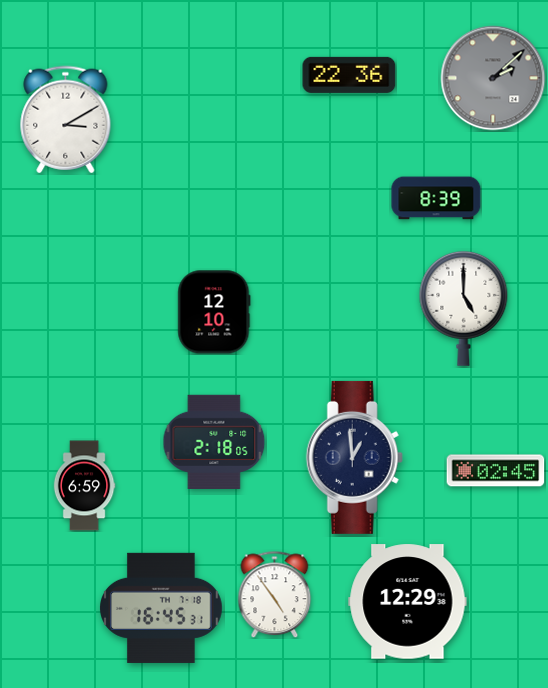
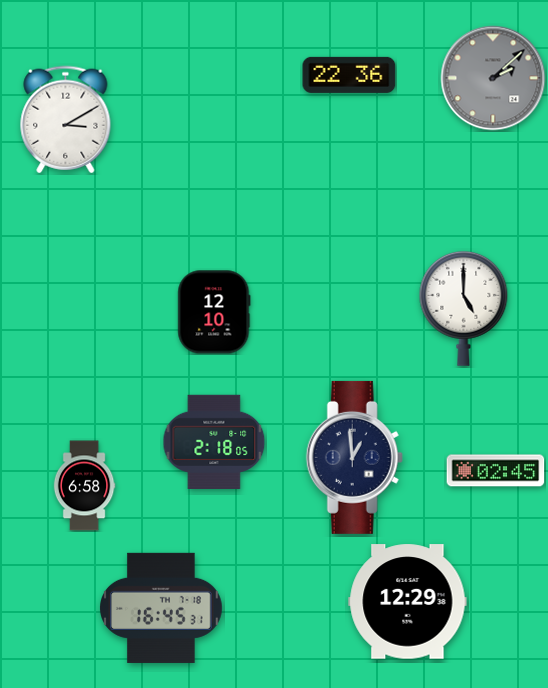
clock at (436, 198): 8:39 -> none
clock at (84, 486): 6:59 -> 6:58
clock at (275, 594): 4:54 -> none
